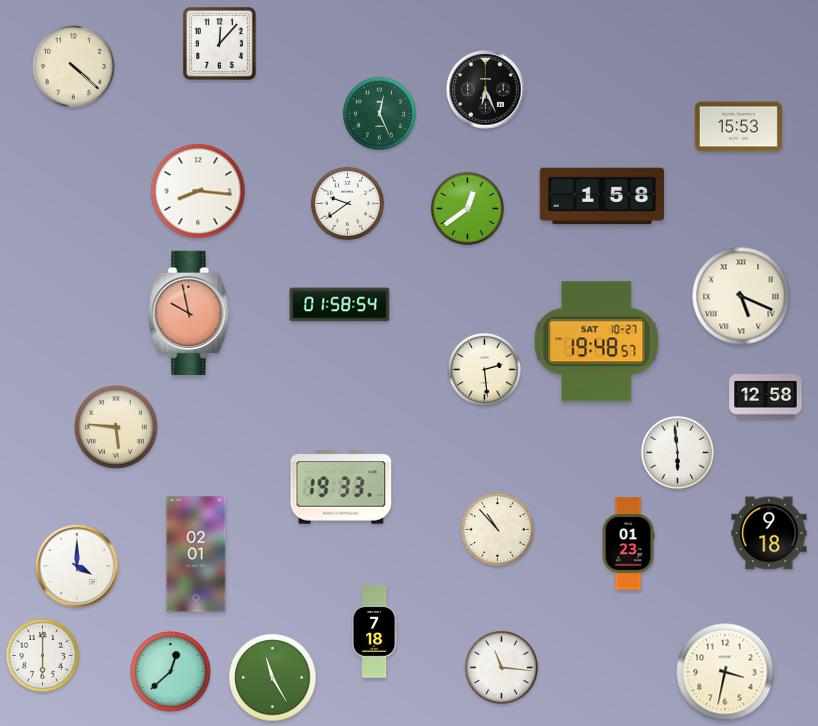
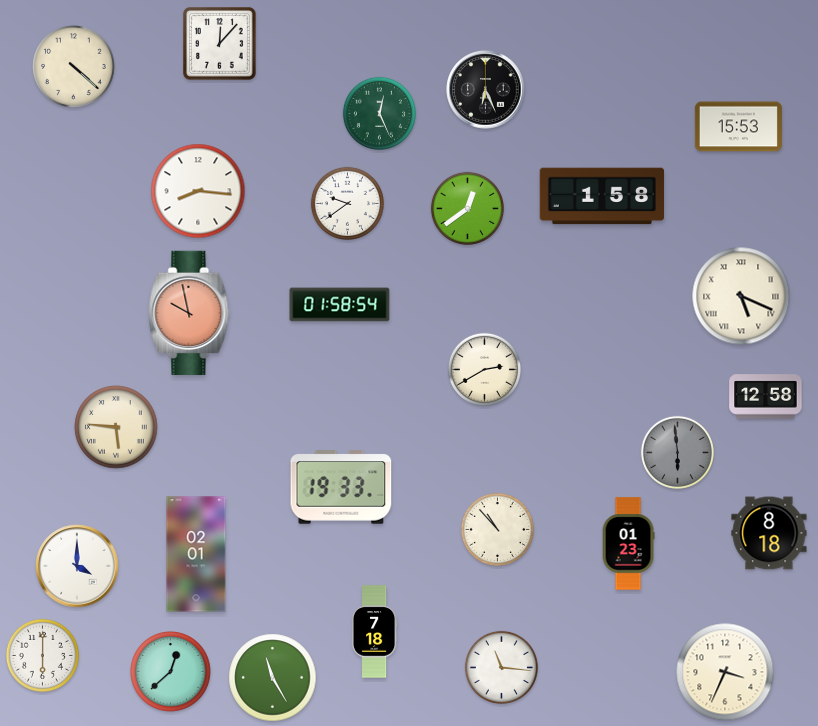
clock at (597, 342): 19:48 -> none
clock at (484, 369): 2:29 -> 2:40
clock at (677, 452) dial: white -> grey
clock at (769, 533): 9:18 -> 8:18
clock at (725, 672): 3:32 -> 3:34
